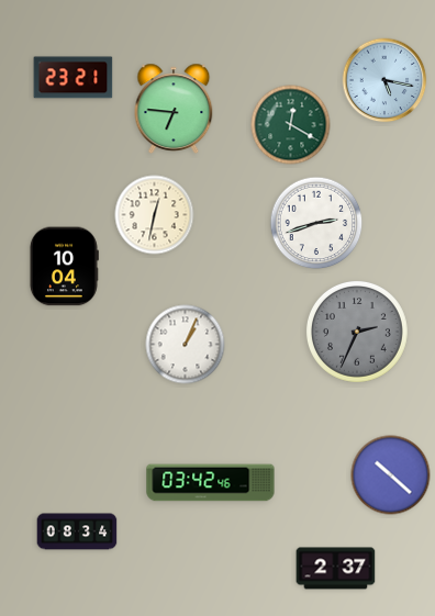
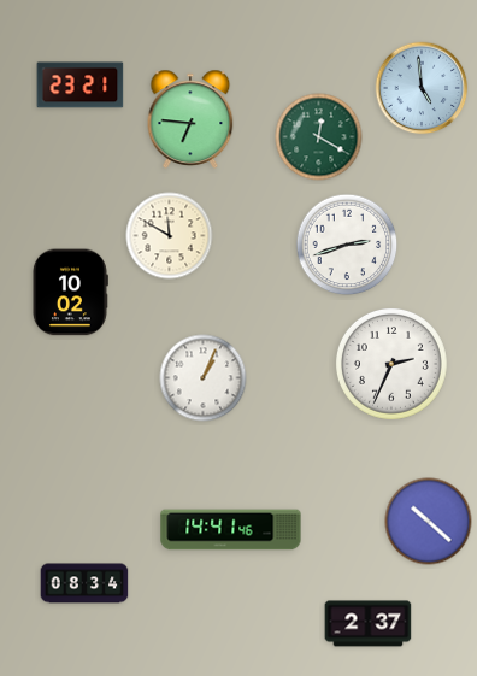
clock at (384, 80): 5:17 -> 4:59
clock at (155, 215): 12:32 -> 11:50
clock at (64, 267): 10:04 -> 10:02
clock at (357, 332) dial: grey -> white
clock at (211, 483): 03:42 -> 14:41
